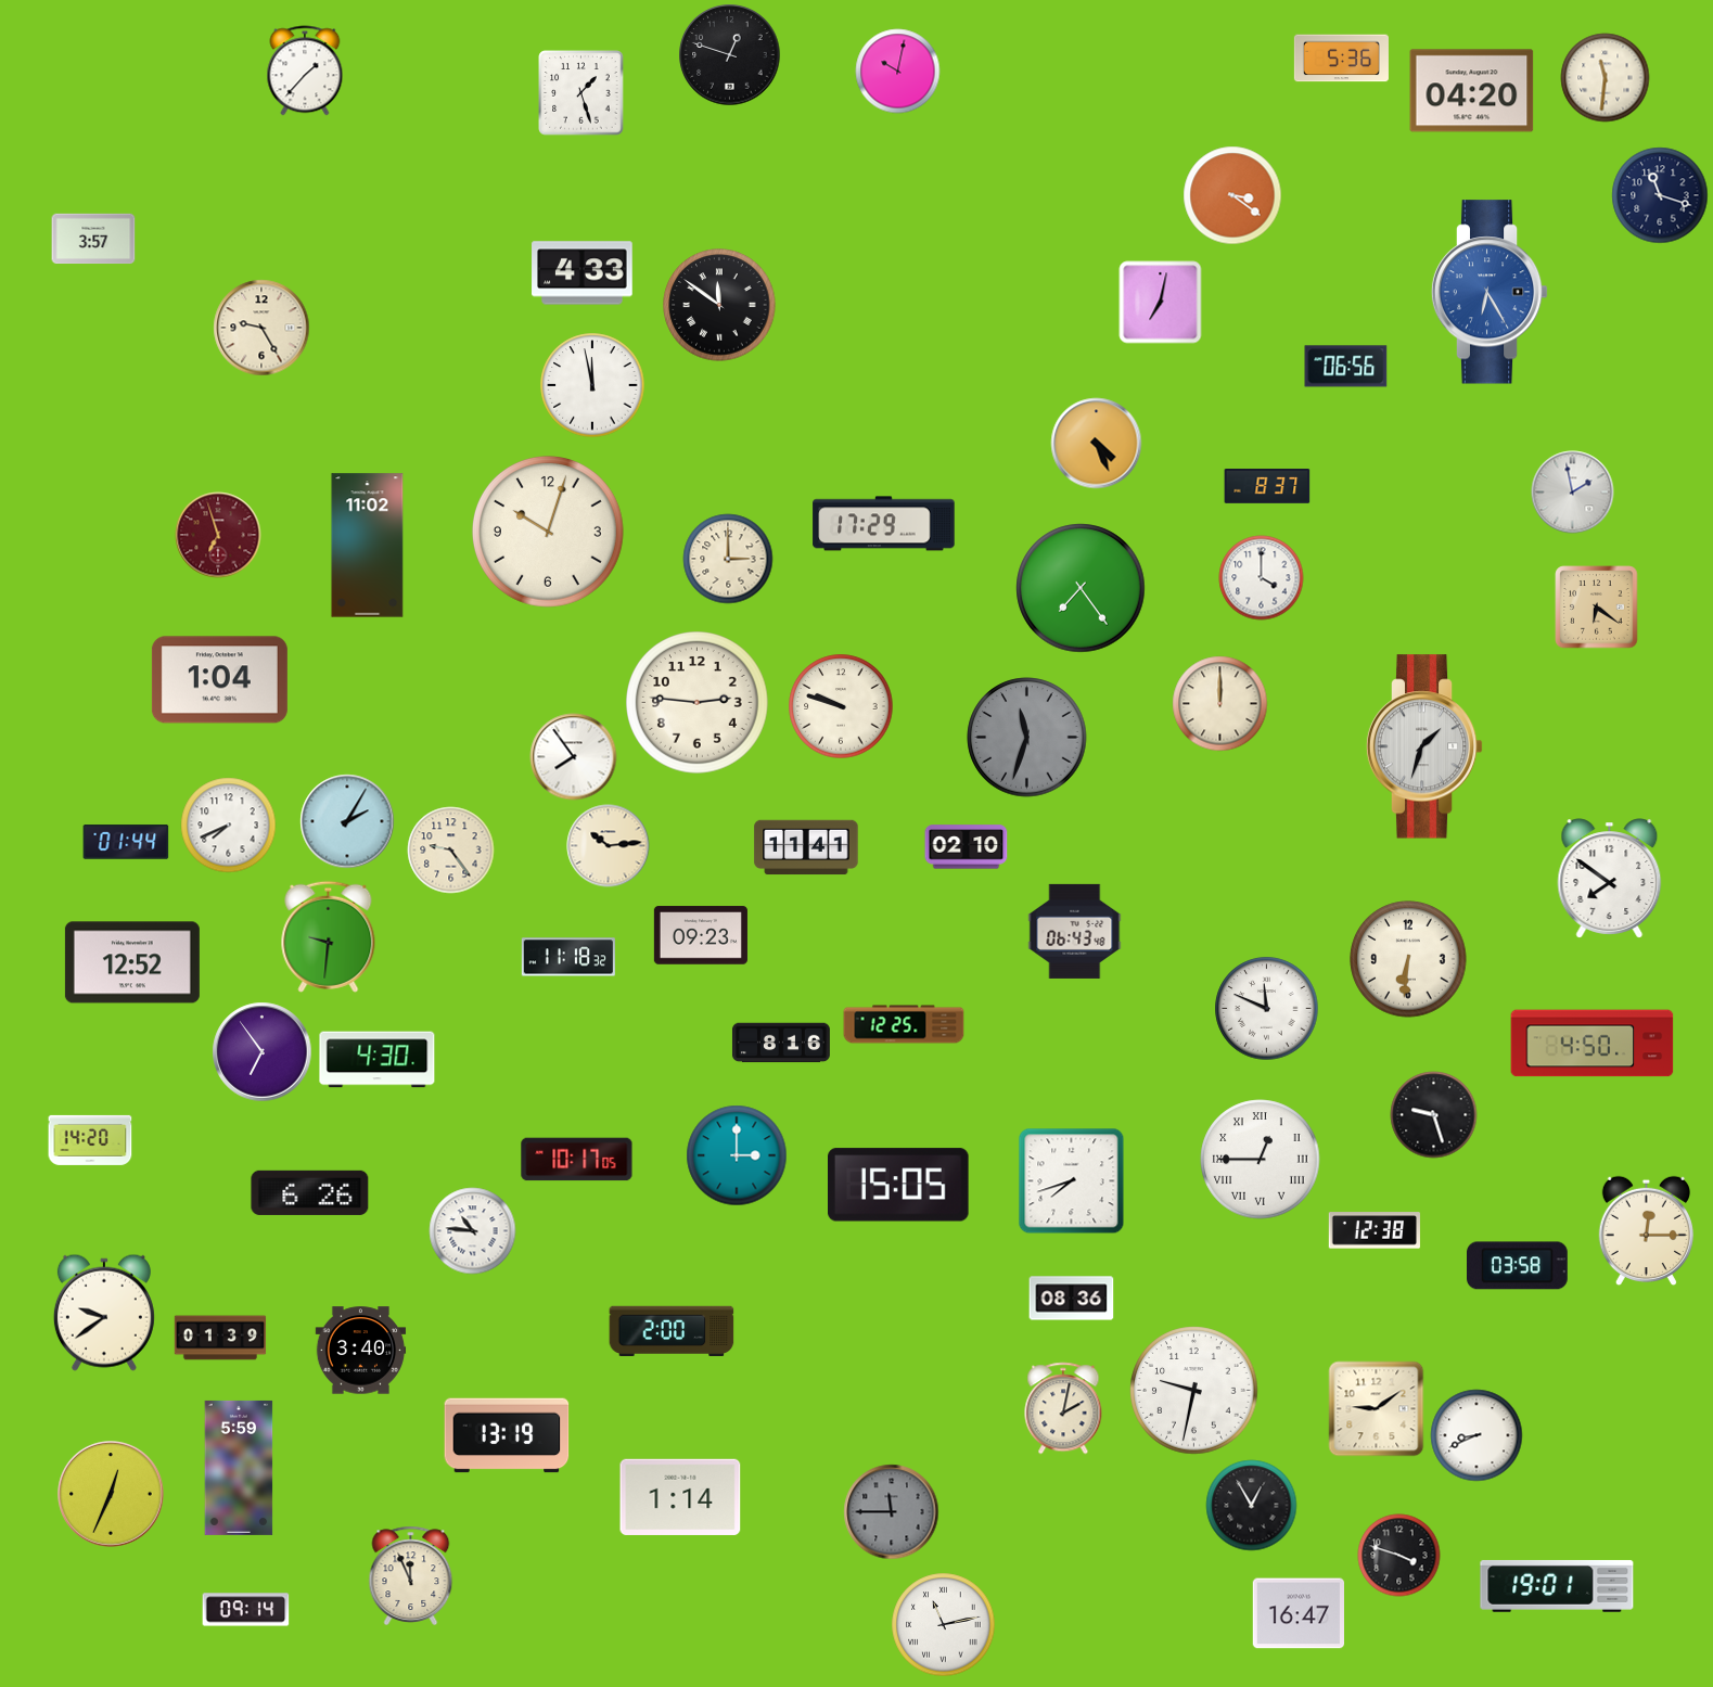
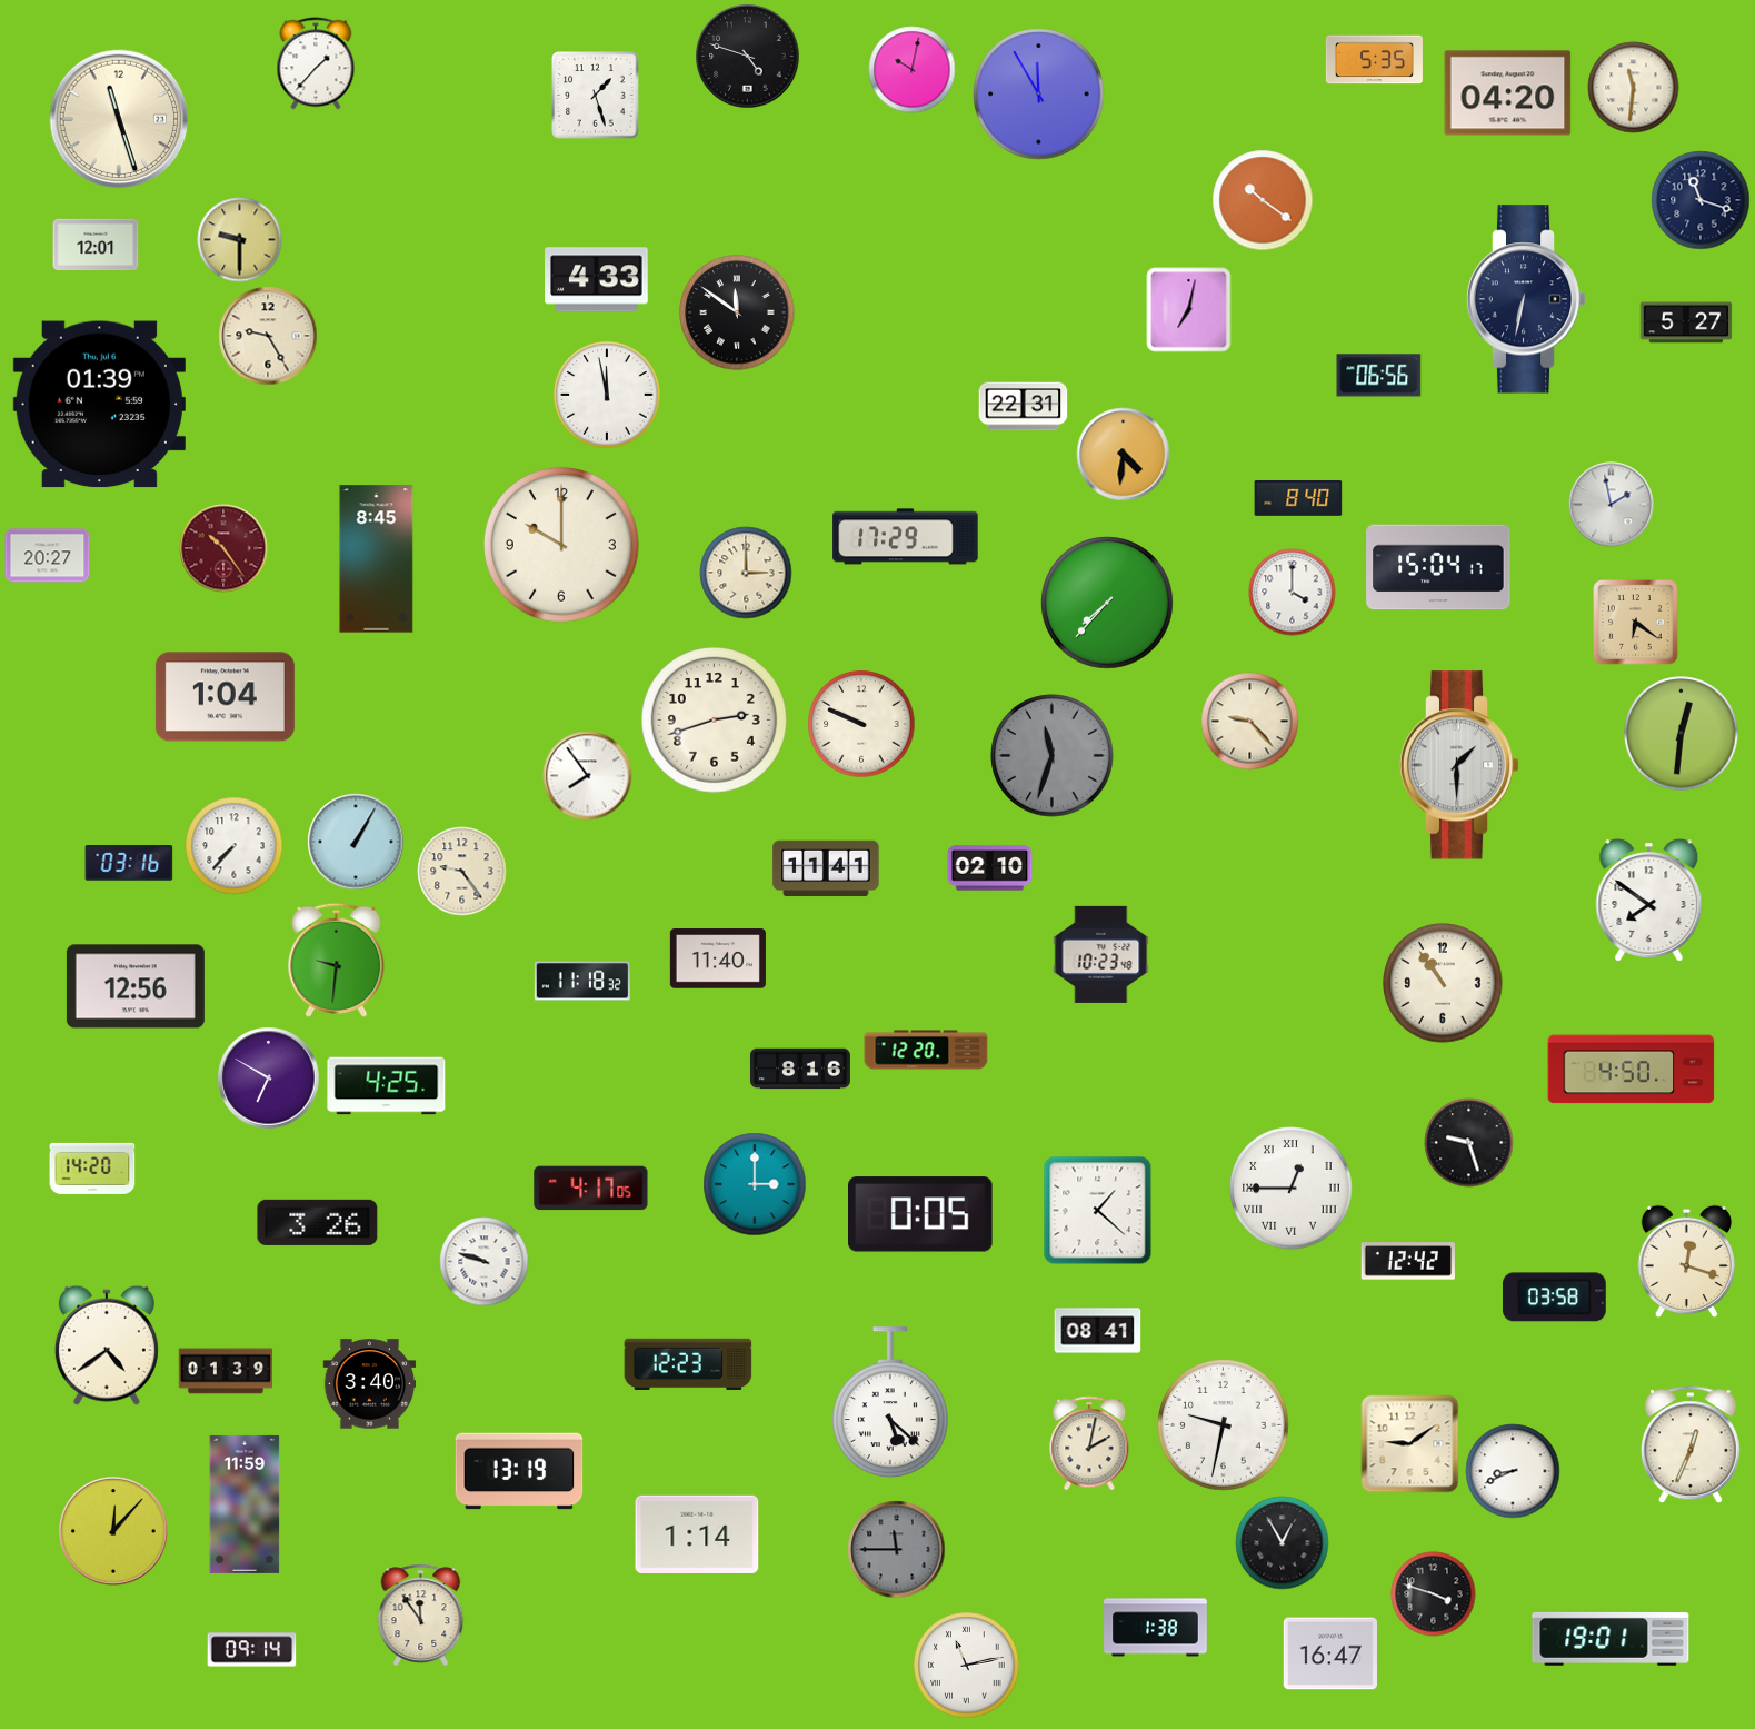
clock at (730, 55): 12:48 -> 4:48
clock at (1341, 59): 5:36 -> 5:35
clock at (305, 71) position: (305, 71) -> (316, 63)
clock at (898, 72) position: (898, 72) -> (913, 70)
clock at (1606, 78) position: (1606, 78) -> (1634, 88)
clock at (1039, 95): none -> 11:55
clock at (119, 119): none -> 11:27
clock at (1232, 195): 3:21 -> 10:21
clock at (240, 240): none -> 9:30
clock at (93, 239): 3:57 -> 12:01
clock at (1490, 292): 6:25 -> 6:32
clock at (1490, 292) dial: blue -> navy
clock at (1686, 322): none -> 5:27
clock at (99, 405): none -> 01:39
clock at (1024, 407): none -> 22:31
clock at (1097, 444): 4:26 -> 4:31
clock at (1267, 487): 8:37 -> 8:40
clock at (548, 532): 10:03 -> 10:00
clock at (218, 535): 6:57 -> 10:24
clock at (48, 556): none -> 20:27
clock at (368, 546): 11:02 -> 8:45
clock at (1438, 567): none -> 15:04
clock at (1081, 588): 7:24 -> 7:37
clock at (698, 703): 2:46 -> 2:42
clock at (1220, 704): 12:00 -> 9:23
clock at (841, 706): 9:48 -> 9:49
clock at (1682, 734): none -> 12:31
clock at (1424, 746): 1:33 -> 1:30
clock at (347, 821): 2:05 -> 1:05
clock at (229, 826): 7:41 -> 7:37
clock at (126, 842): 01:44 -> 03:16
clock at (609, 846): 10:14 -> none
clock at (1075, 931): 06:43 -> 10:23
clock at (701, 935): 09:23 -> 11:40
clock at (1408, 959): 6:31 -> 10:54
clock at (132, 962): 12:52 -> 12:56
clock at (1267, 1009): 11:49 -> none
clock at (904, 1024): 12:25 -> 12:20
clock at (263, 1052): 6:54 -> 6:50
clock at (378, 1060): 4:30 -> 4:25
clock at (577, 1160): 10:17 -> 4:17
clock at (1072, 1181): 7:42 -> 1:22
clock at (899, 1185): 15:05 -> 0:05
clock at (310, 1192): 6:26 -> 3:26
clock at (1375, 1230): 12:38 -> 12:42
clock at (473, 1231): 10:46 -> 9:48
clock at (1646, 1231): 12:15 -> 12:18
clock at (1072, 1299): 08:36 -> 08:41
clock at (104, 1313): 9:39 -> 4:39
clock at (672, 1330): 2:00 -> 12:23
clock at (890, 1402): none -> 5:22
clock at (1691, 1445): none -> 12:34
clock at (239, 1468): 5:59 -> 11:59
clock at (111, 1494): 12:34 -> 12:07
clock at (892, 1512) position: (892, 1512) -> (897, 1550)
clock at (411, 1575): 11:56 -> 11:54
clock at (1557, 1586) position: (1557, 1586) -> (1611, 1639)
clock at (1156, 1628): none -> 1:38
